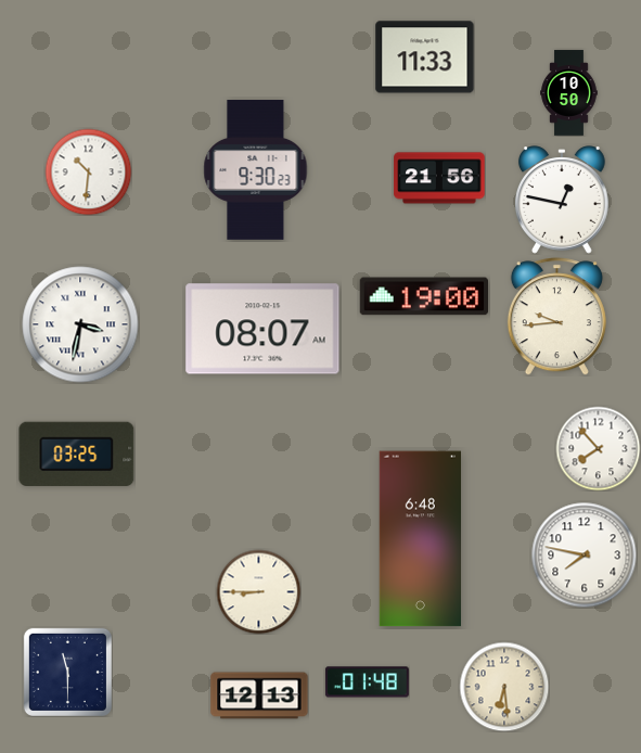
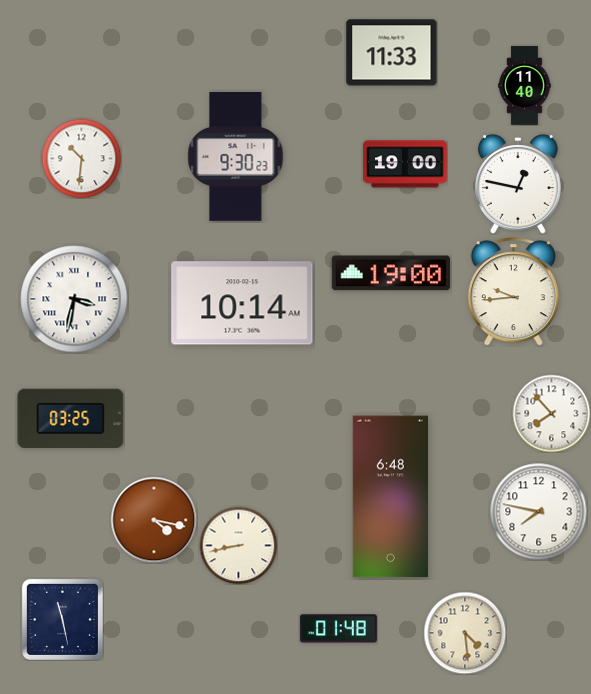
clock at (569, 93): 10:50 -> 11:40
clock at (439, 178): 21:56 -> 19:00
clock at (262, 329): 08:07 -> 10:14
clock at (420, 539) position: (420, 539) -> (390, 497)
clock at (154, 520): none -> 4:17
clock at (258, 591): 8:45 -> 8:43
clock at (67, 672): 11:30 -> 11:28
clock at (504, 687): 6:29 -> 4:29
clock at (259, 695): 12:13 -> none
